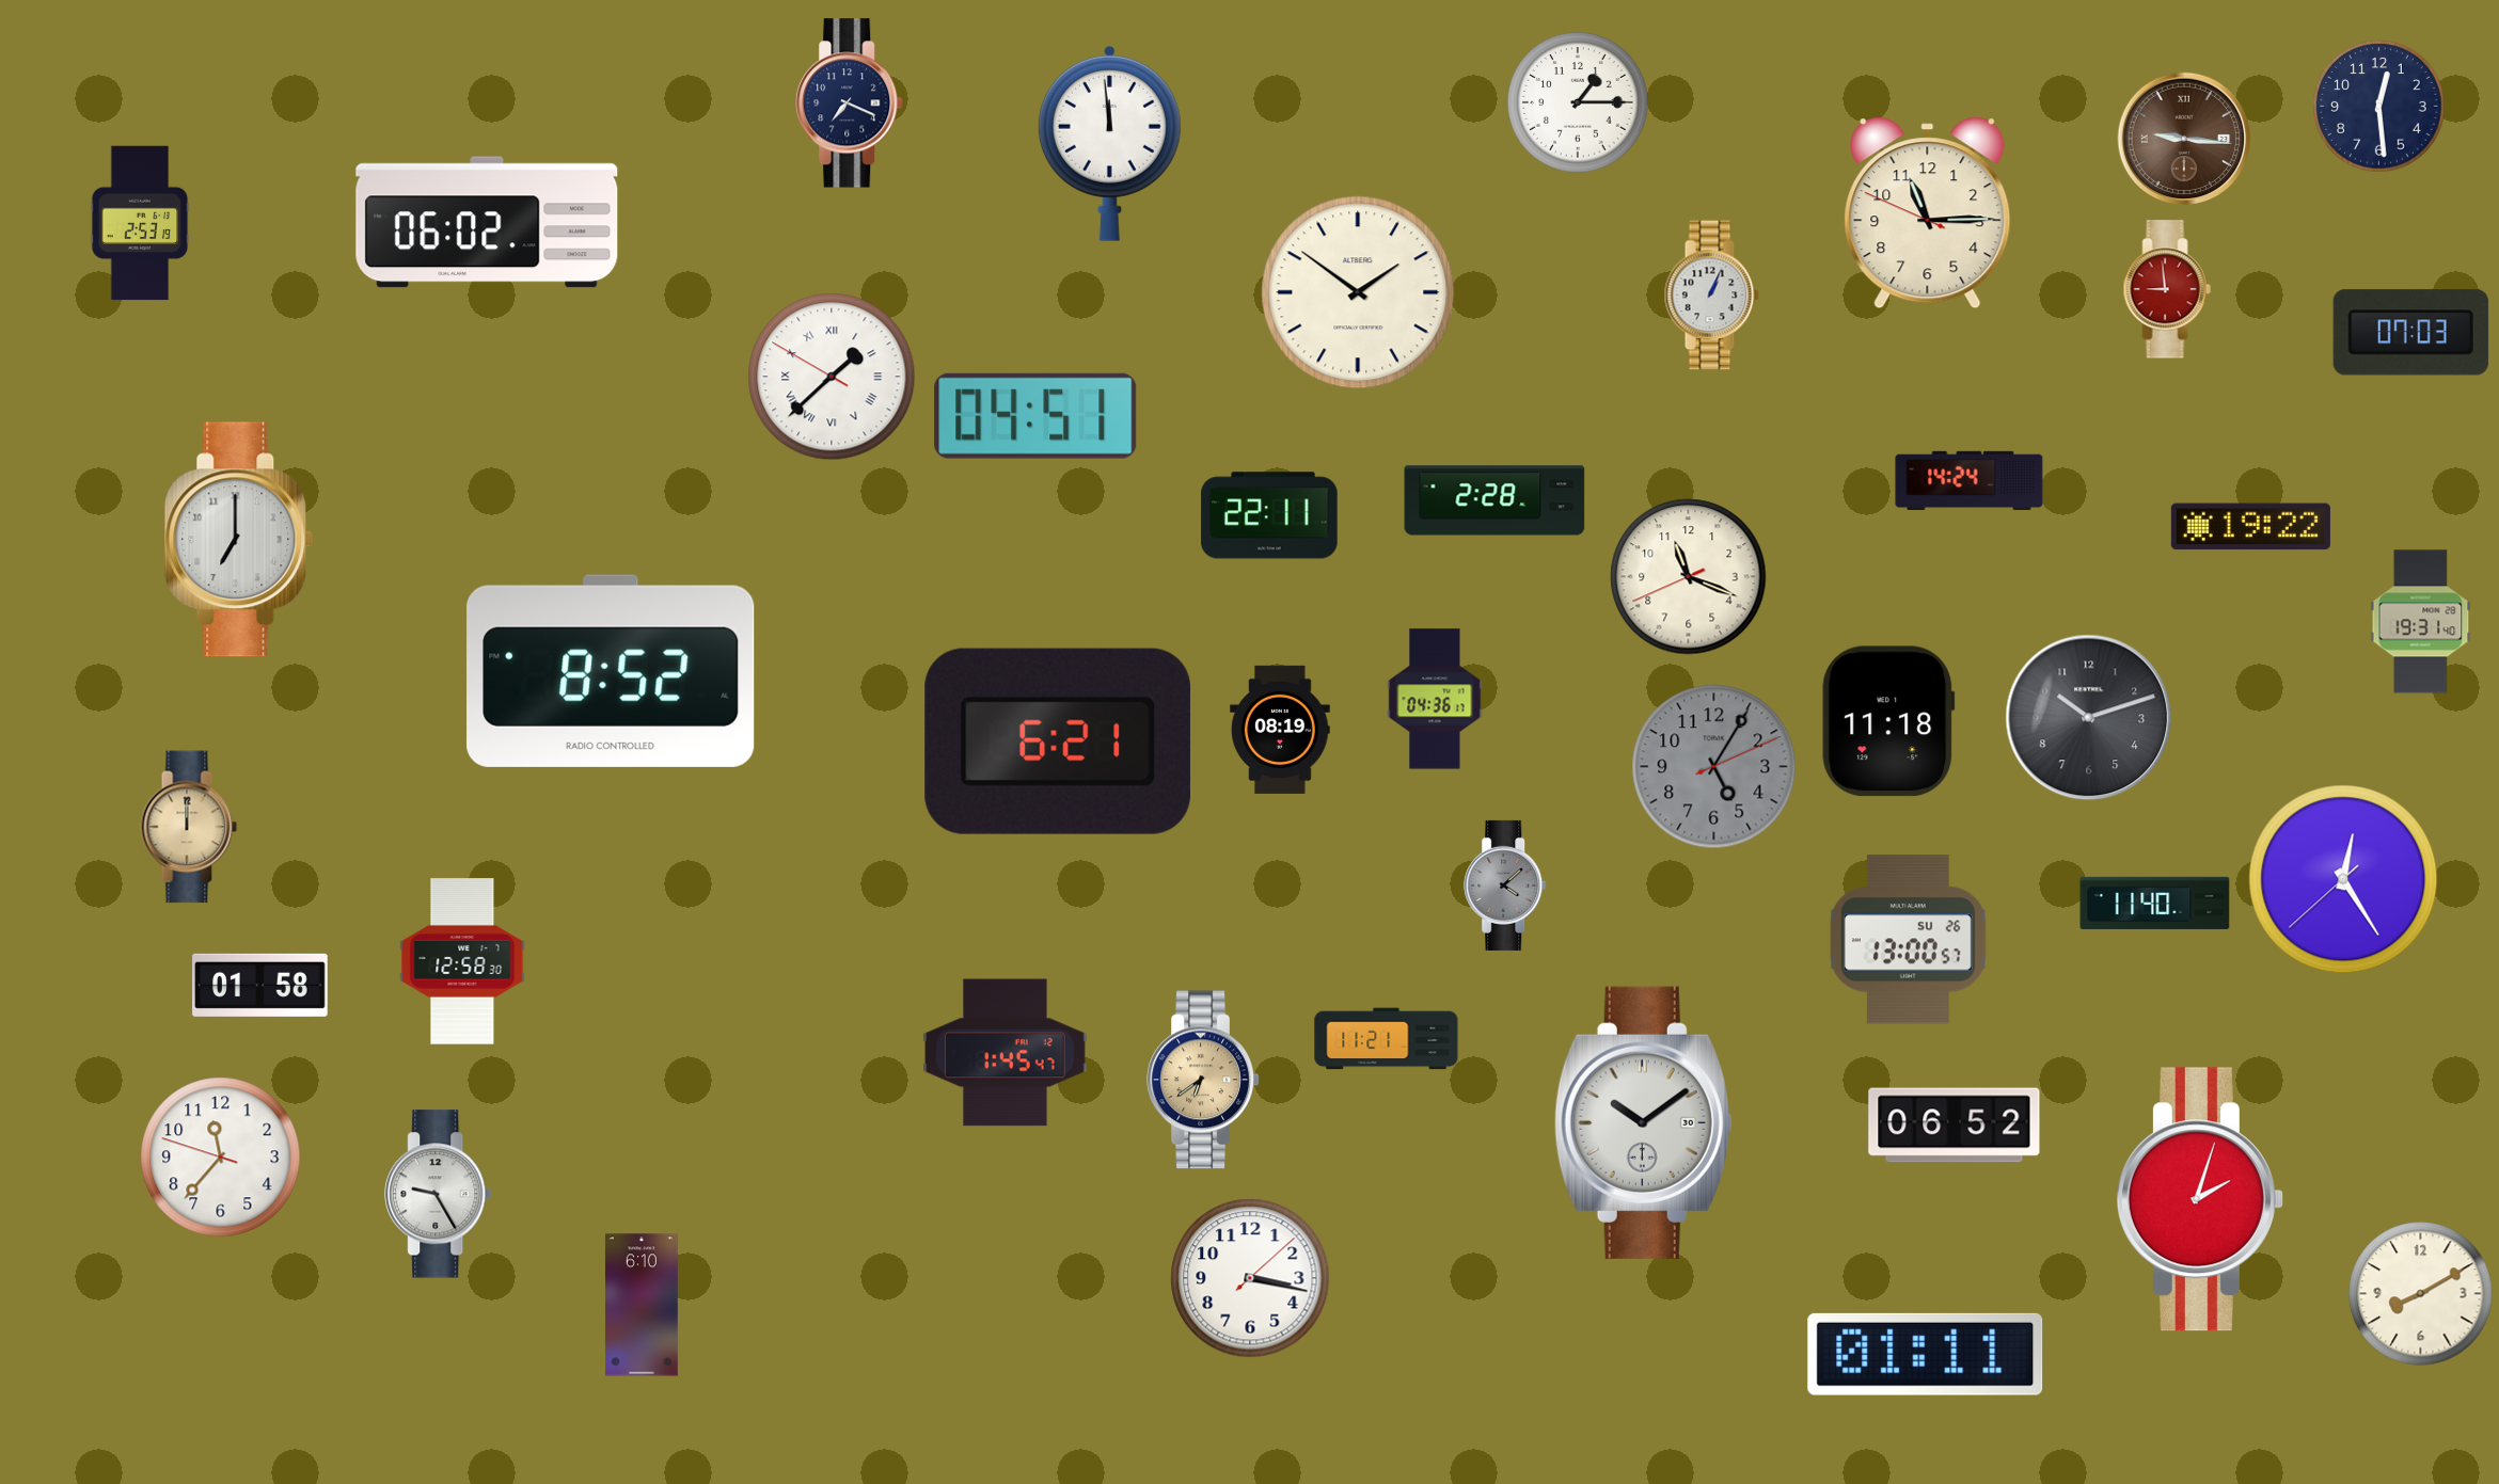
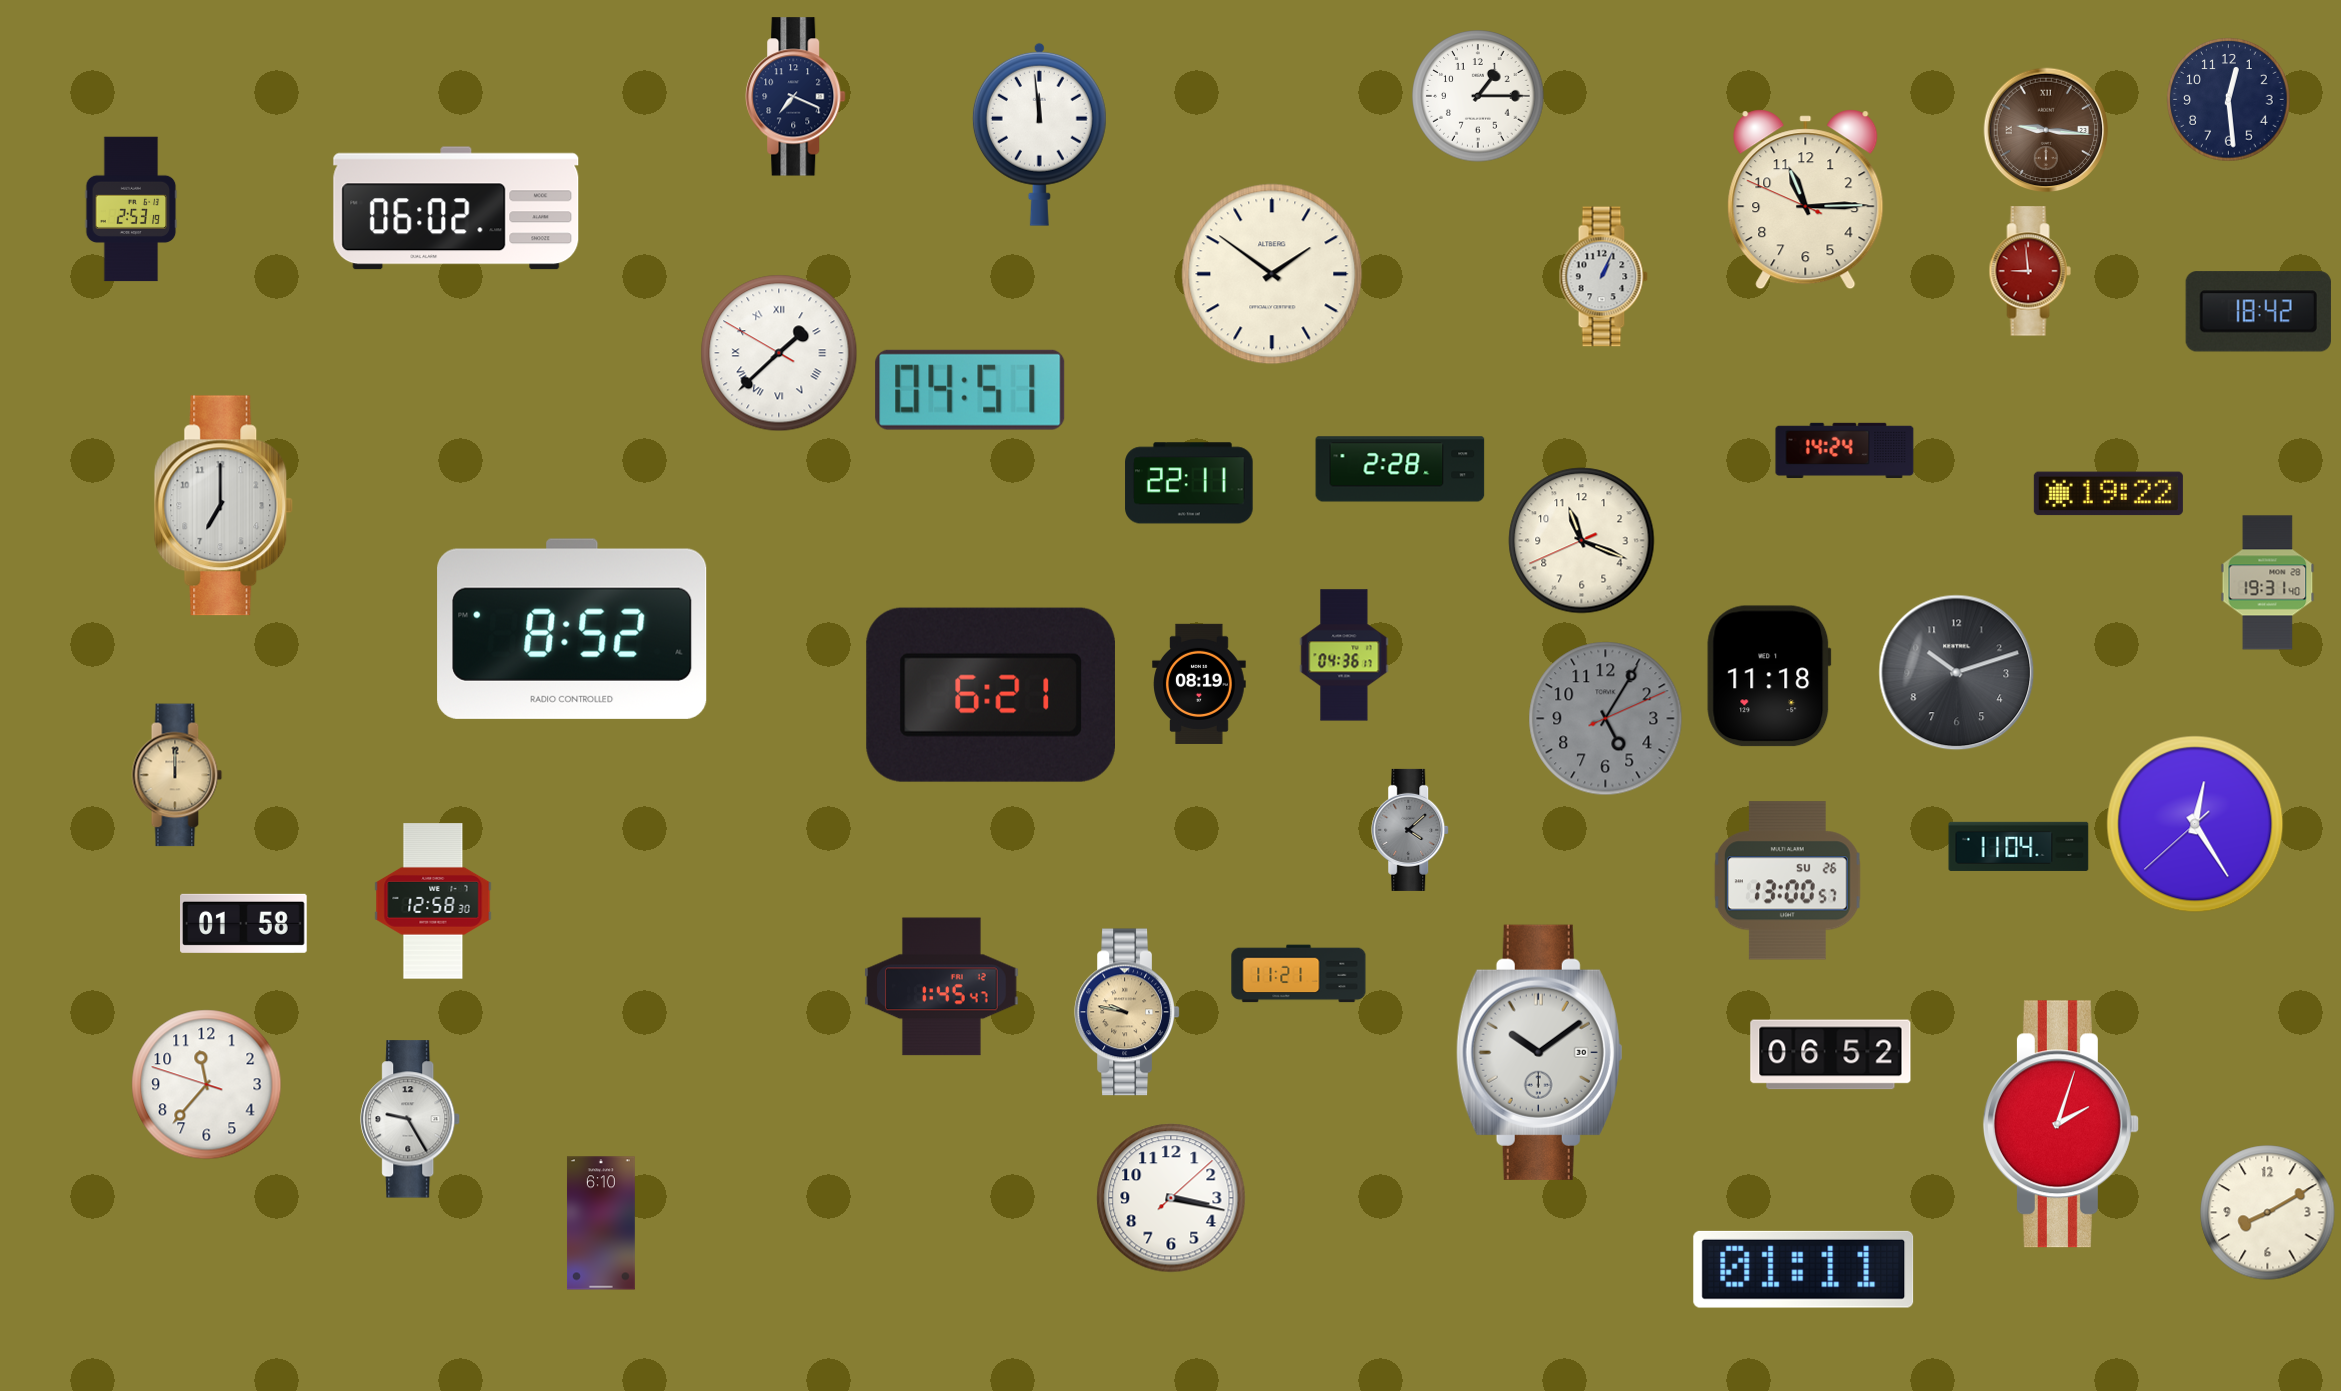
clock at (2410, 333): 07:03 -> 18:42
clock at (2155, 903): 11:40 -> 11:04
clock at (1203, 1080): 6:39 -> 9:47
